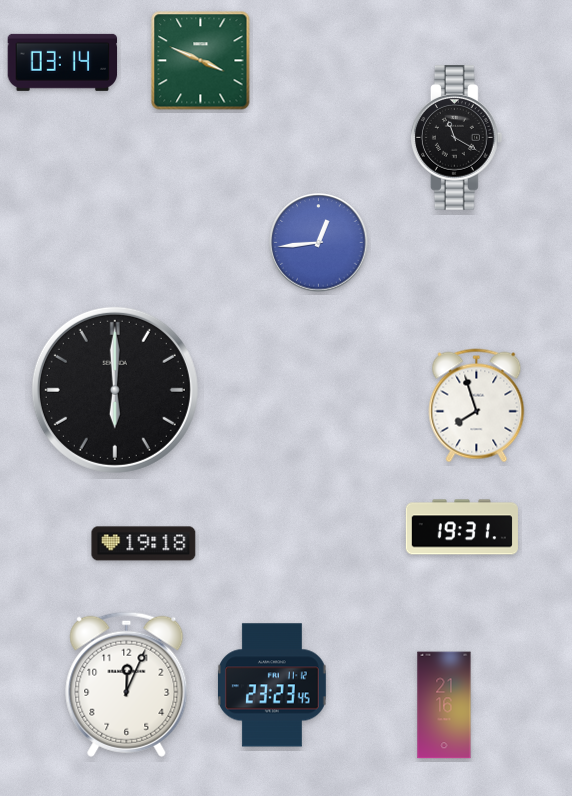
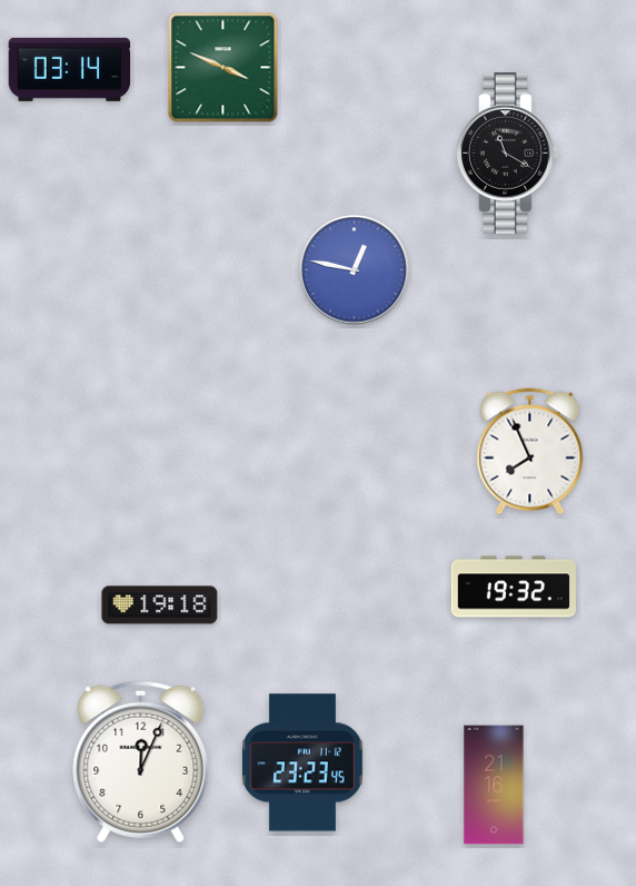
clock at (319, 243): 12:44 -> 12:47
clock at (115, 390): 6:00 -> none
clock at (477, 406): 7:57 -> 7:56
clock at (462, 527): 19:31 -> 19:32
